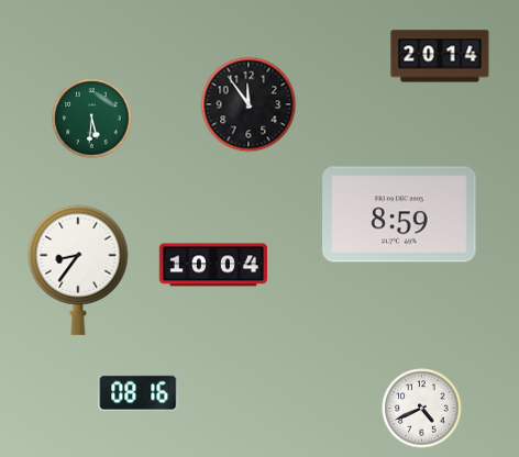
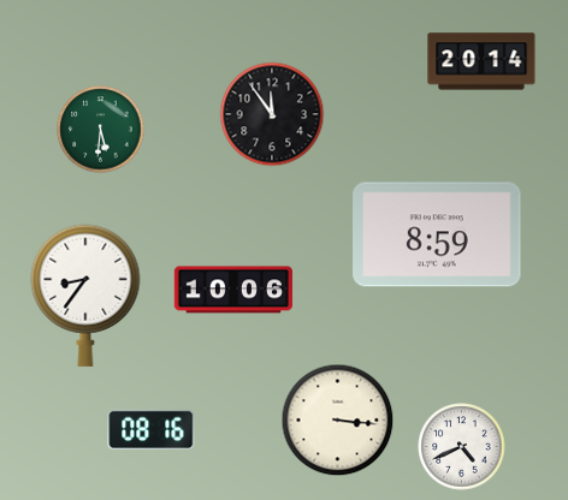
clock at (213, 265): 10:04 -> 10:06
clock at (338, 421): none -> 3:16
